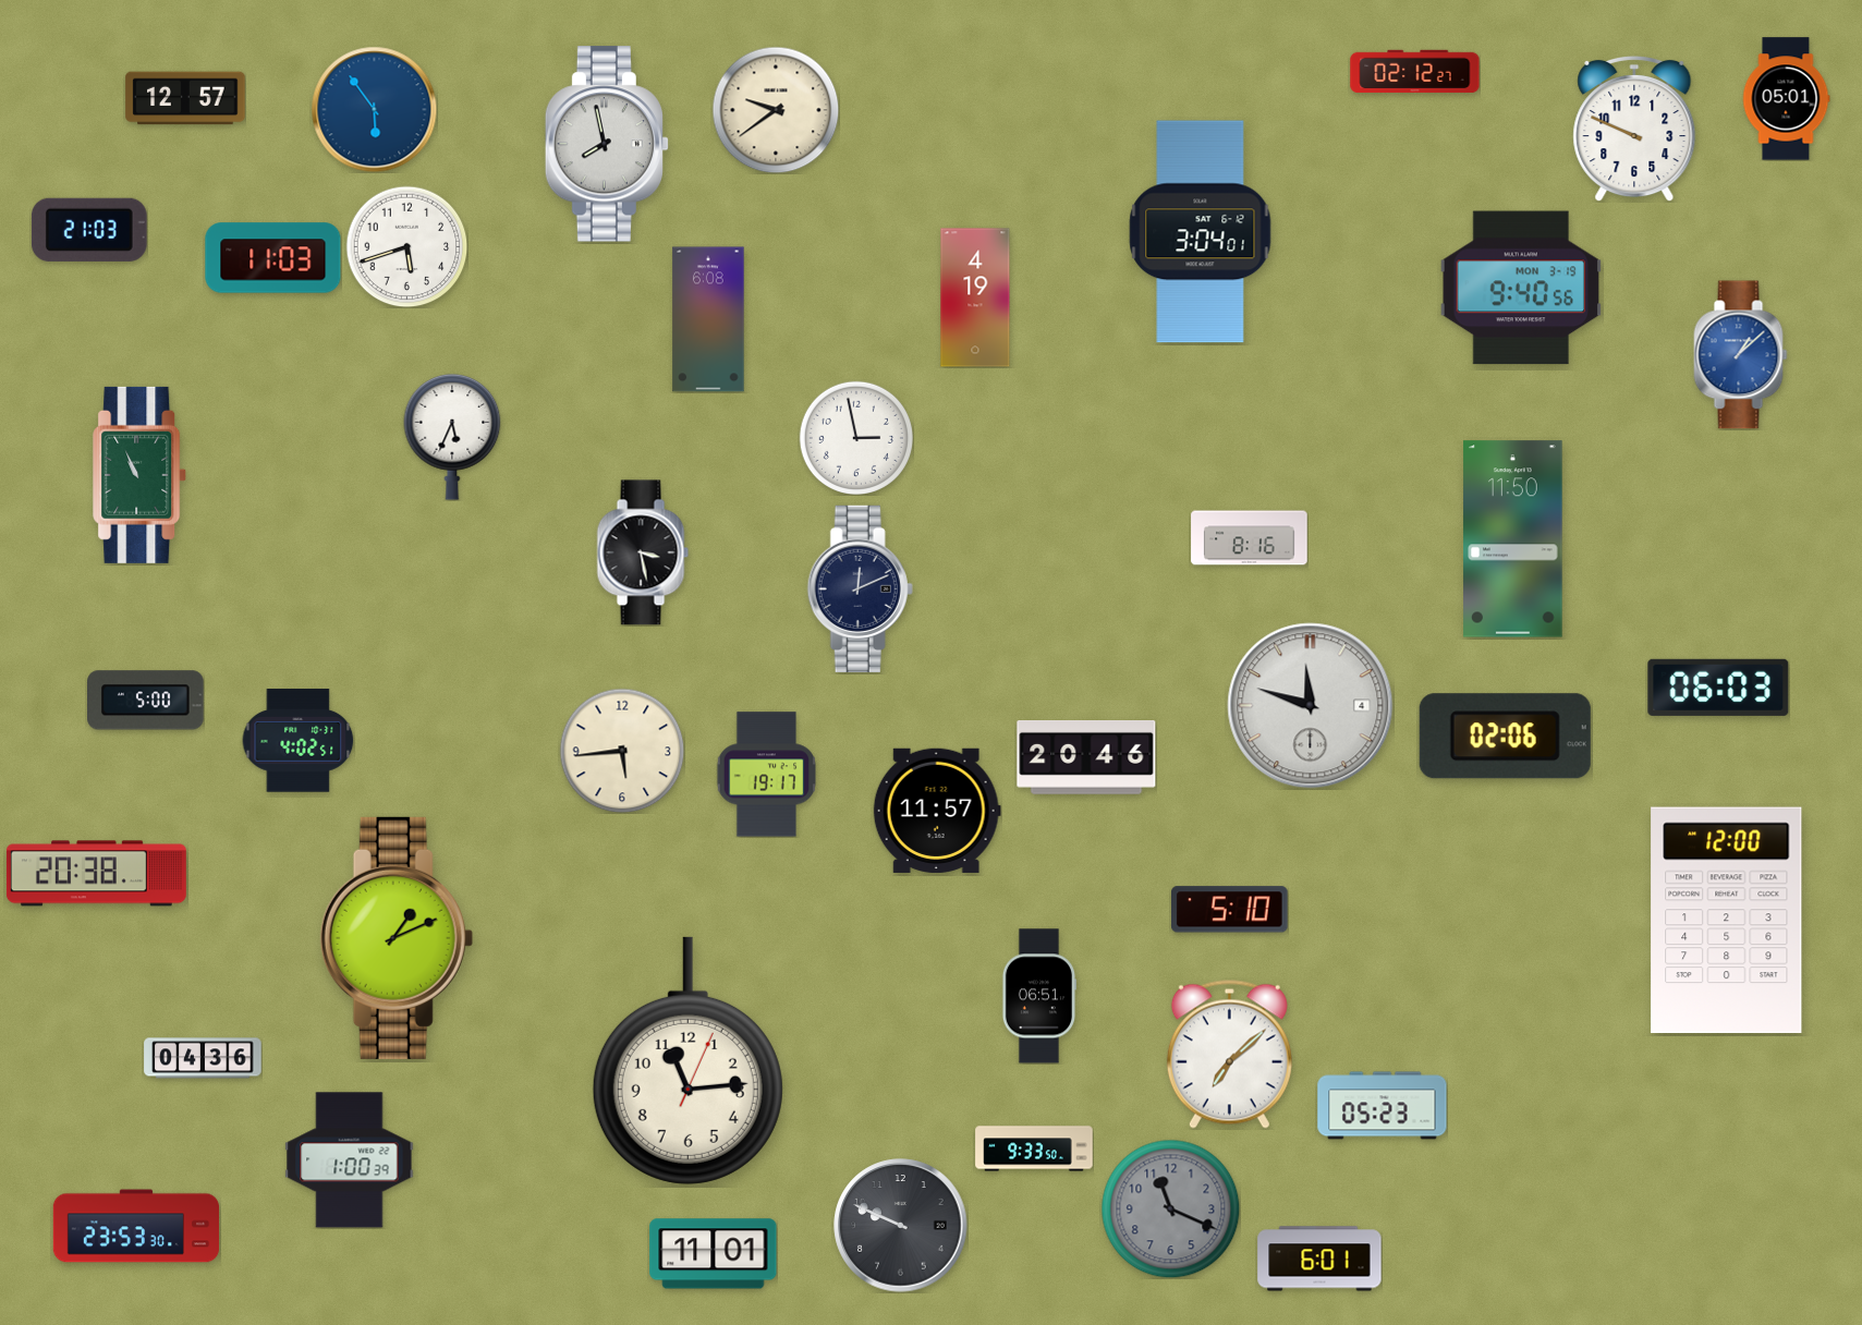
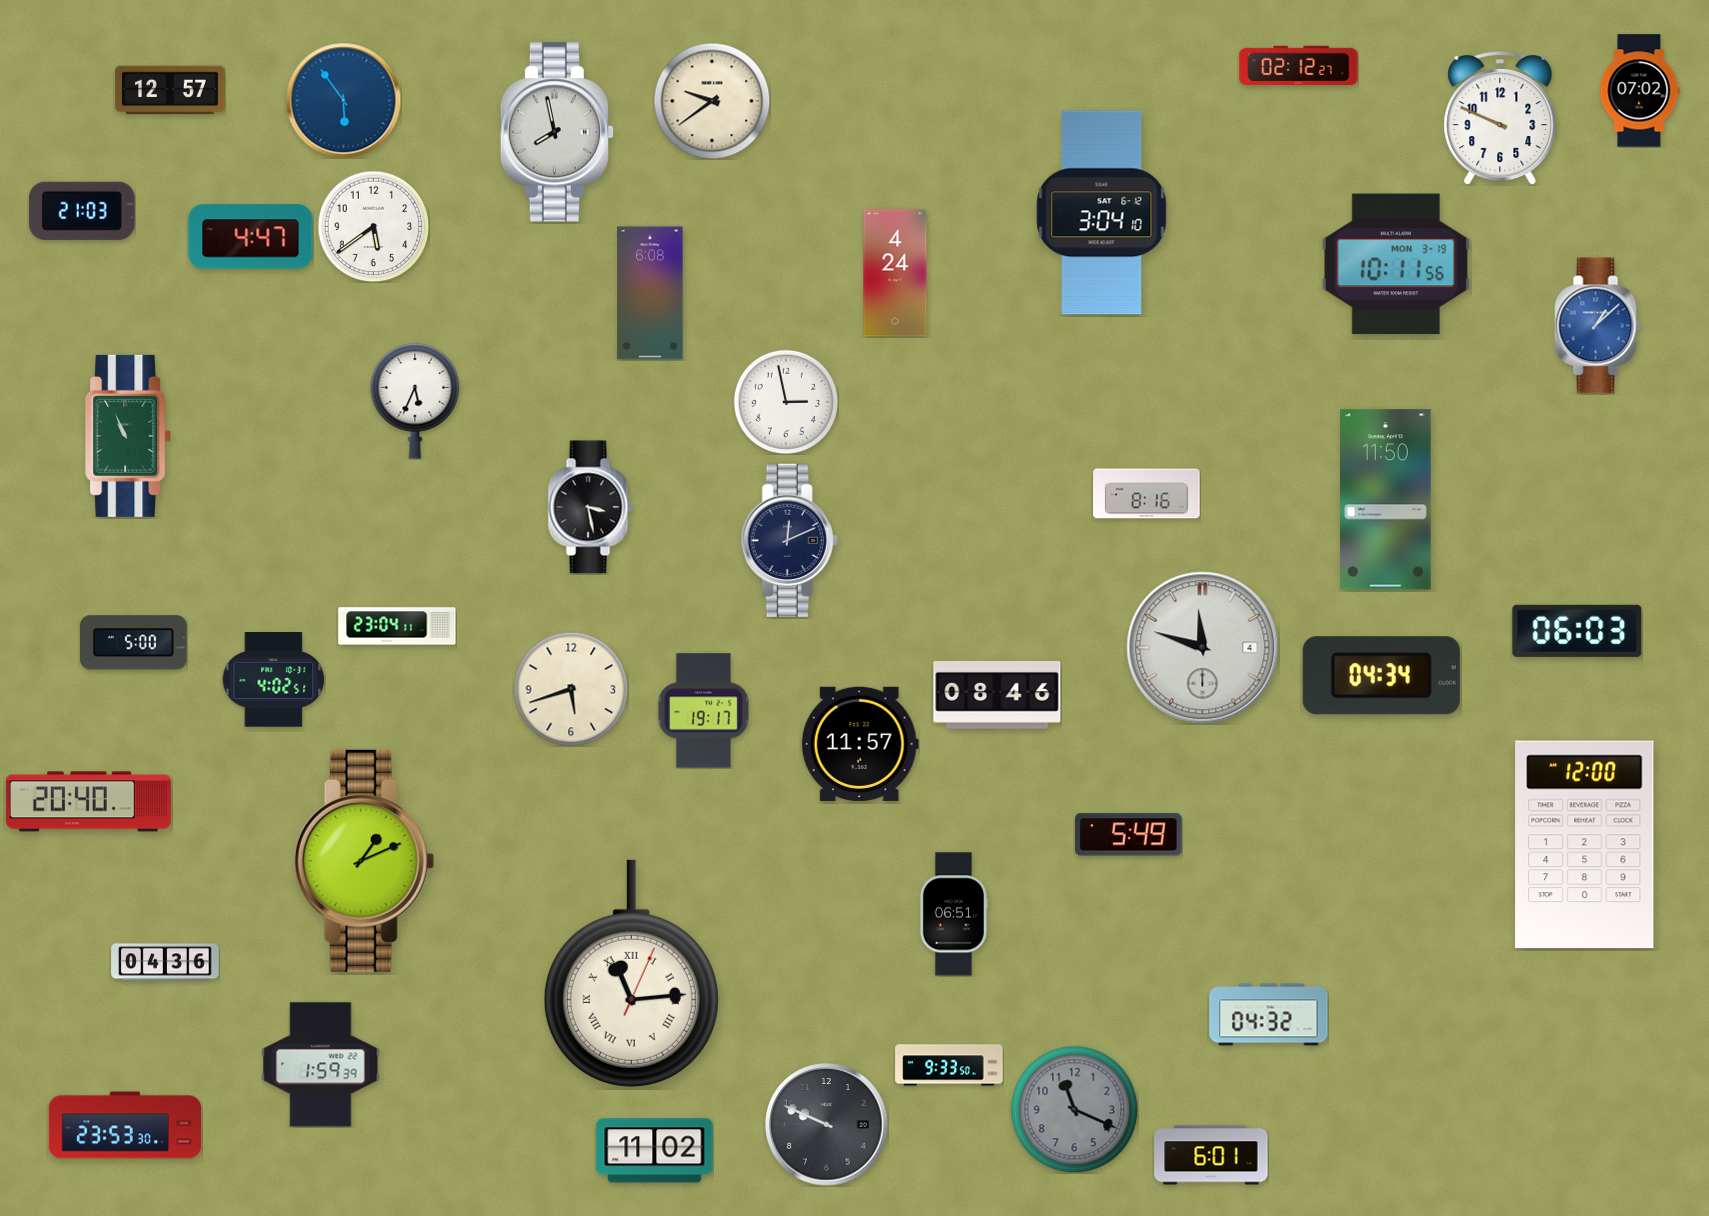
clock at (1786, 99): 05:01 -> 07:02
clock at (1201, 232): 3:04:01 -> 3:04:10
clock at (406, 246): 5:42 -> 5:39
clock at (273, 258): 11:03 -> 4:47
clock at (1520, 288): 9:40 -> 10:11
clock at (975, 297): 4:19 -> 4:24
clock at (1513, 539) position: (1513, 539) -> (1386, 500)
clock at (397, 626): none -> 23:04
clock at (1505, 737): 02:06 -> 04:34
clock at (622, 751): 5:44 -> 5:42
clock at (1086, 758): 20:46 -> 08:46
clock at (96, 874): 20:38 -> 20:40
clock at (1230, 910): 5:10 -> 5:49
clock at (1229, 1054): 7:08 -> none
clock at (203, 1058) position: (203, 1058) -> (165, 962)
clock at (687, 1060) numerals: Arabic -> Roman
clock at (1383, 1106): 05:23 -> 04:32
clock at (1034, 1148) position: (1034, 1148) -> (949, 1065)
clock at (350, 1160): 1:00 -> 1:59
clock at (714, 1254): 11:01 -> 11:02
